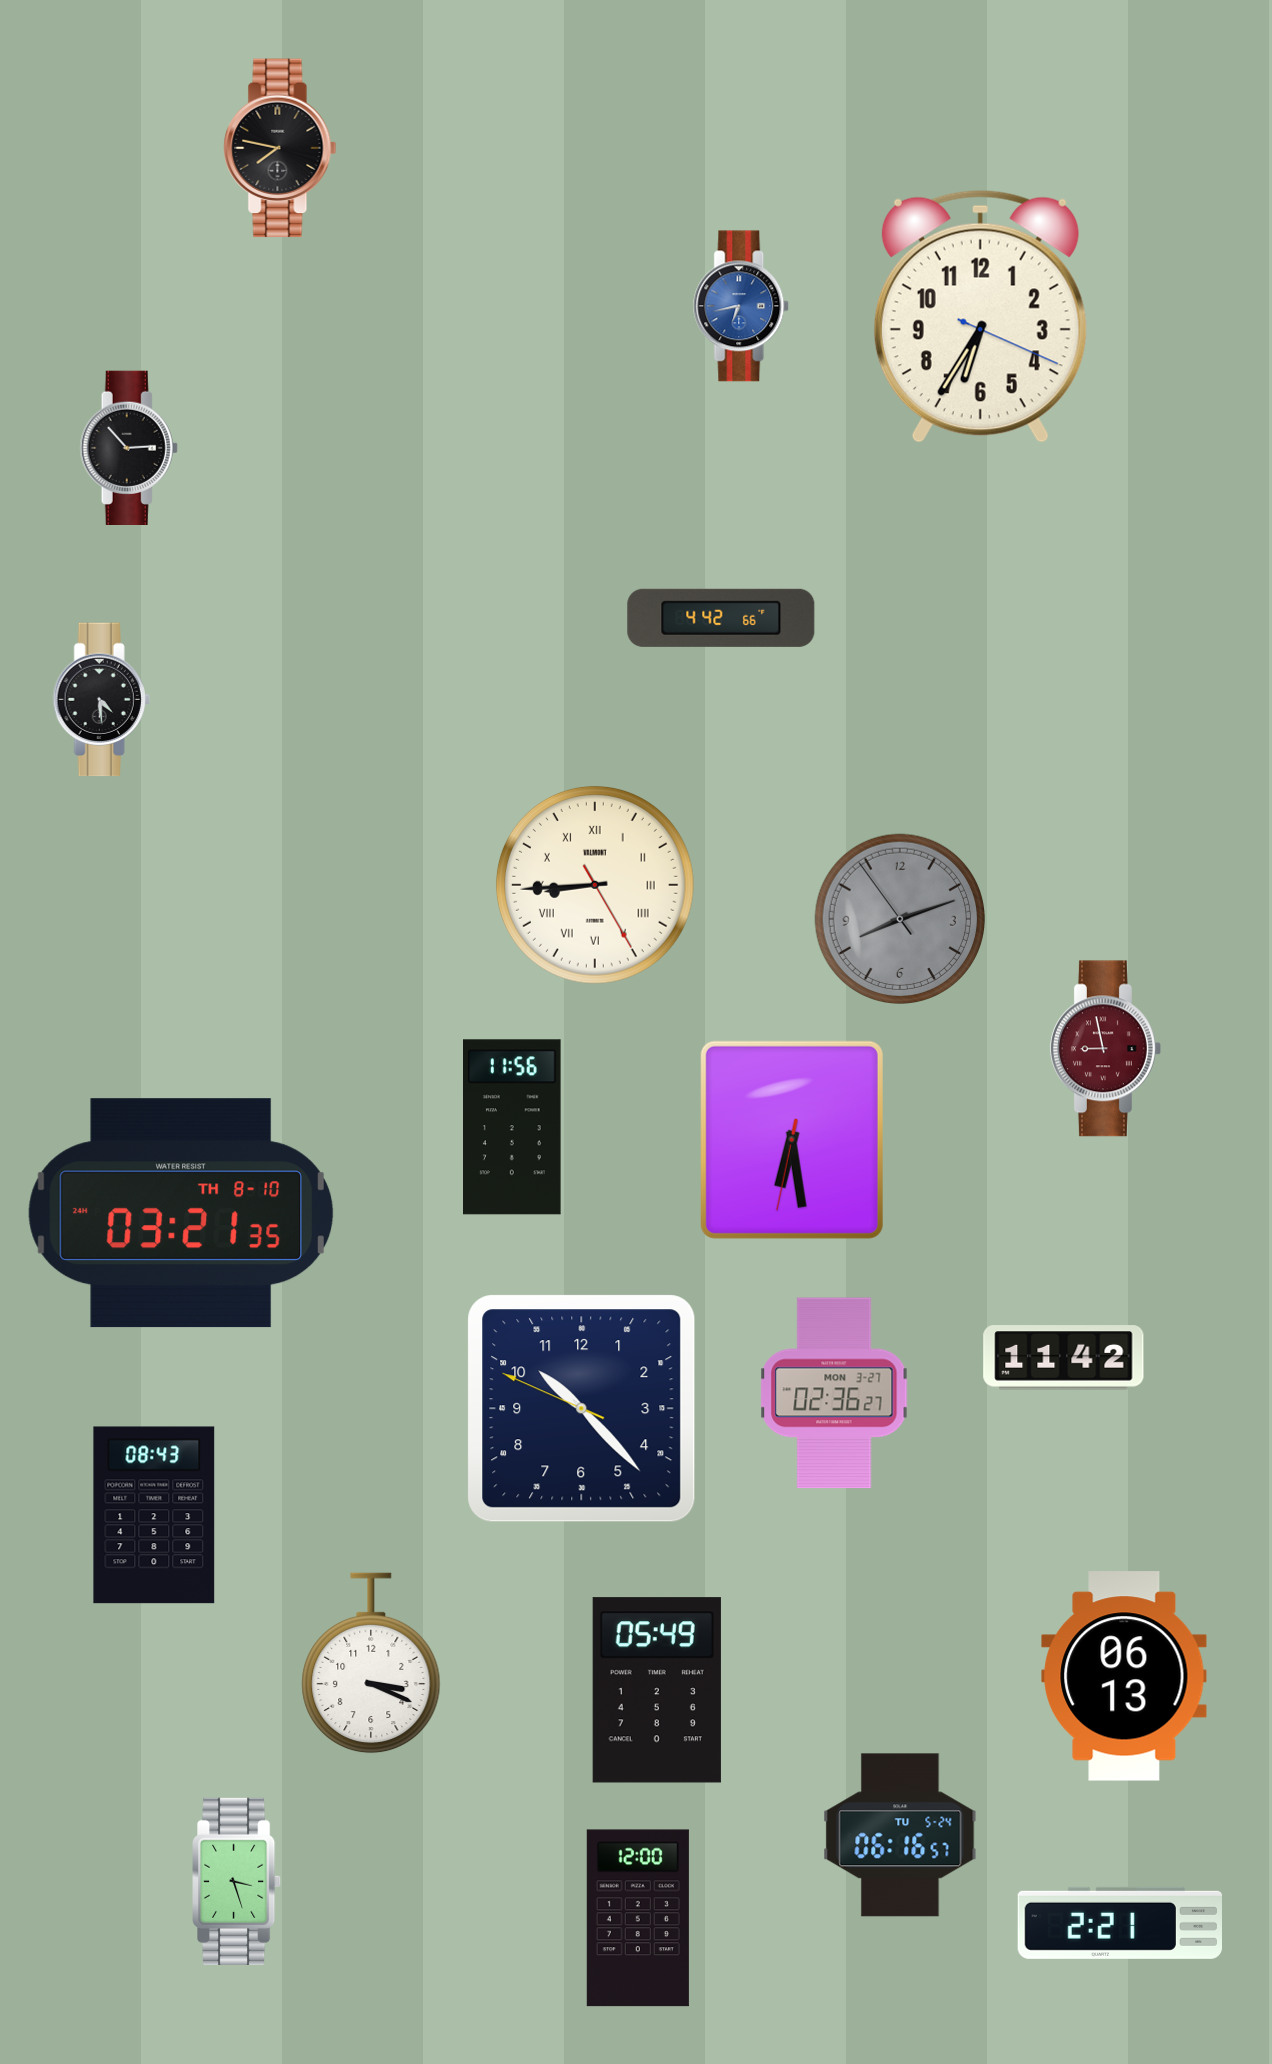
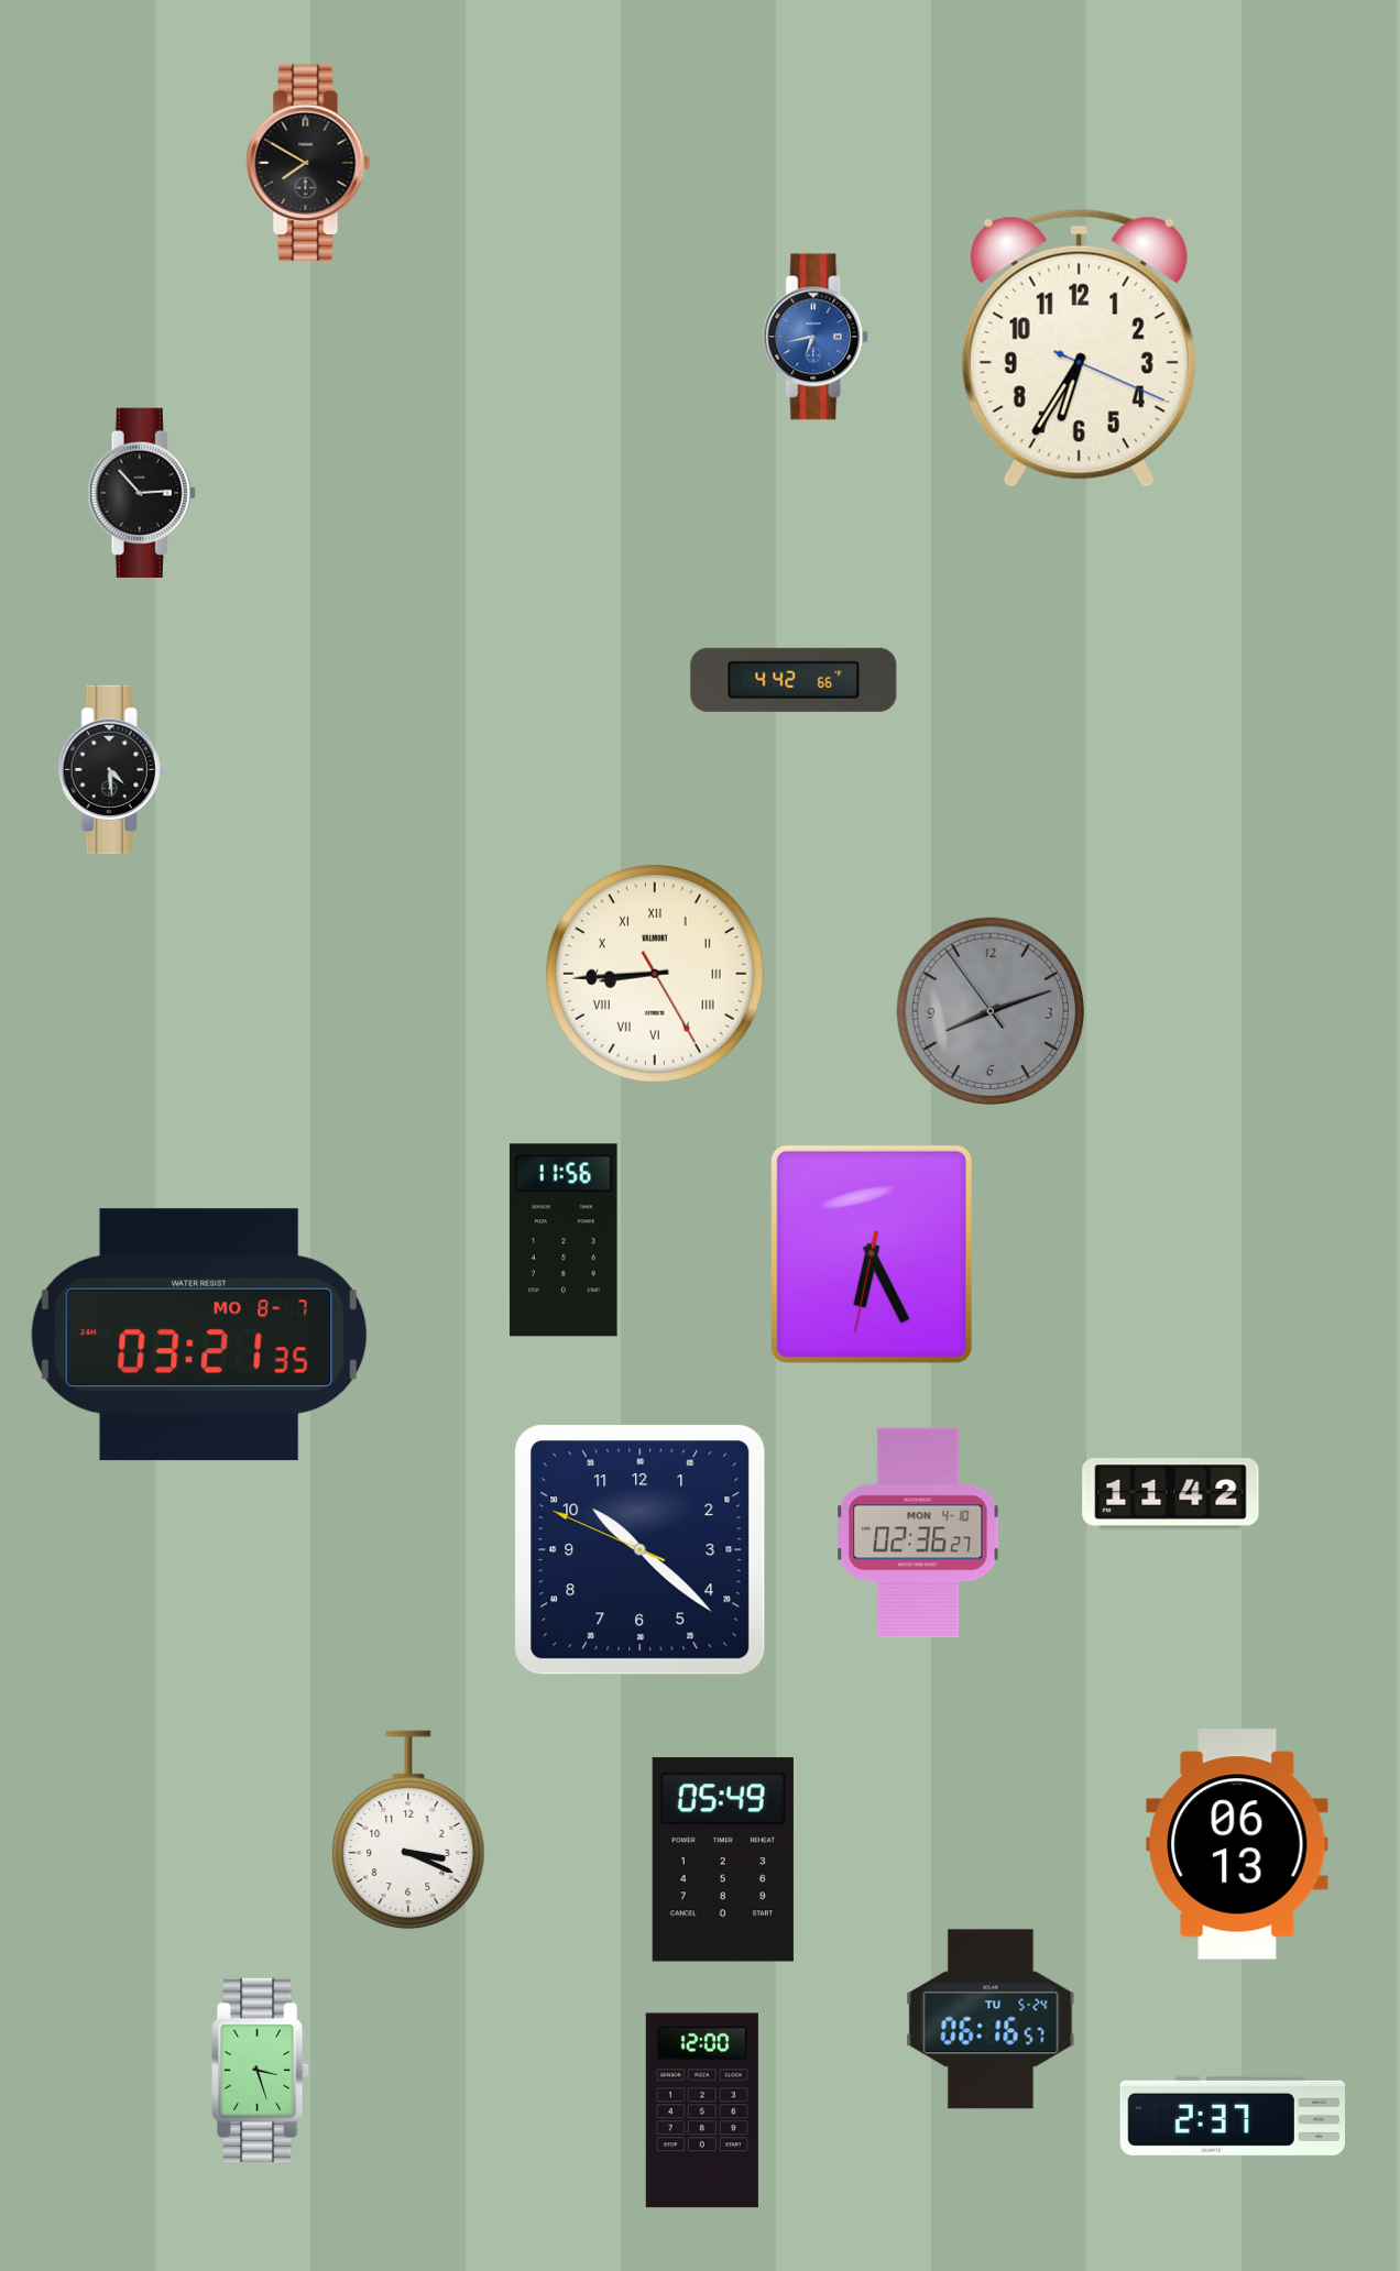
clock at (280, 148): 7:47 -> 7:50
clock at (1105, 1049): 8:58 -> none
clock at (792, 1140): 6:28 -> 6:25
clock at (181, 1213) date: TH 8-10 -> MO 8-7
clock at (834, 1393) date: MON 3-27 -> MON 4-10
clock at (582, 1409): 10:22 -> 10:21
clock at (154, 1515): 08:43 -> none
clock at (1119, 1923): 2:21 -> 2:37
